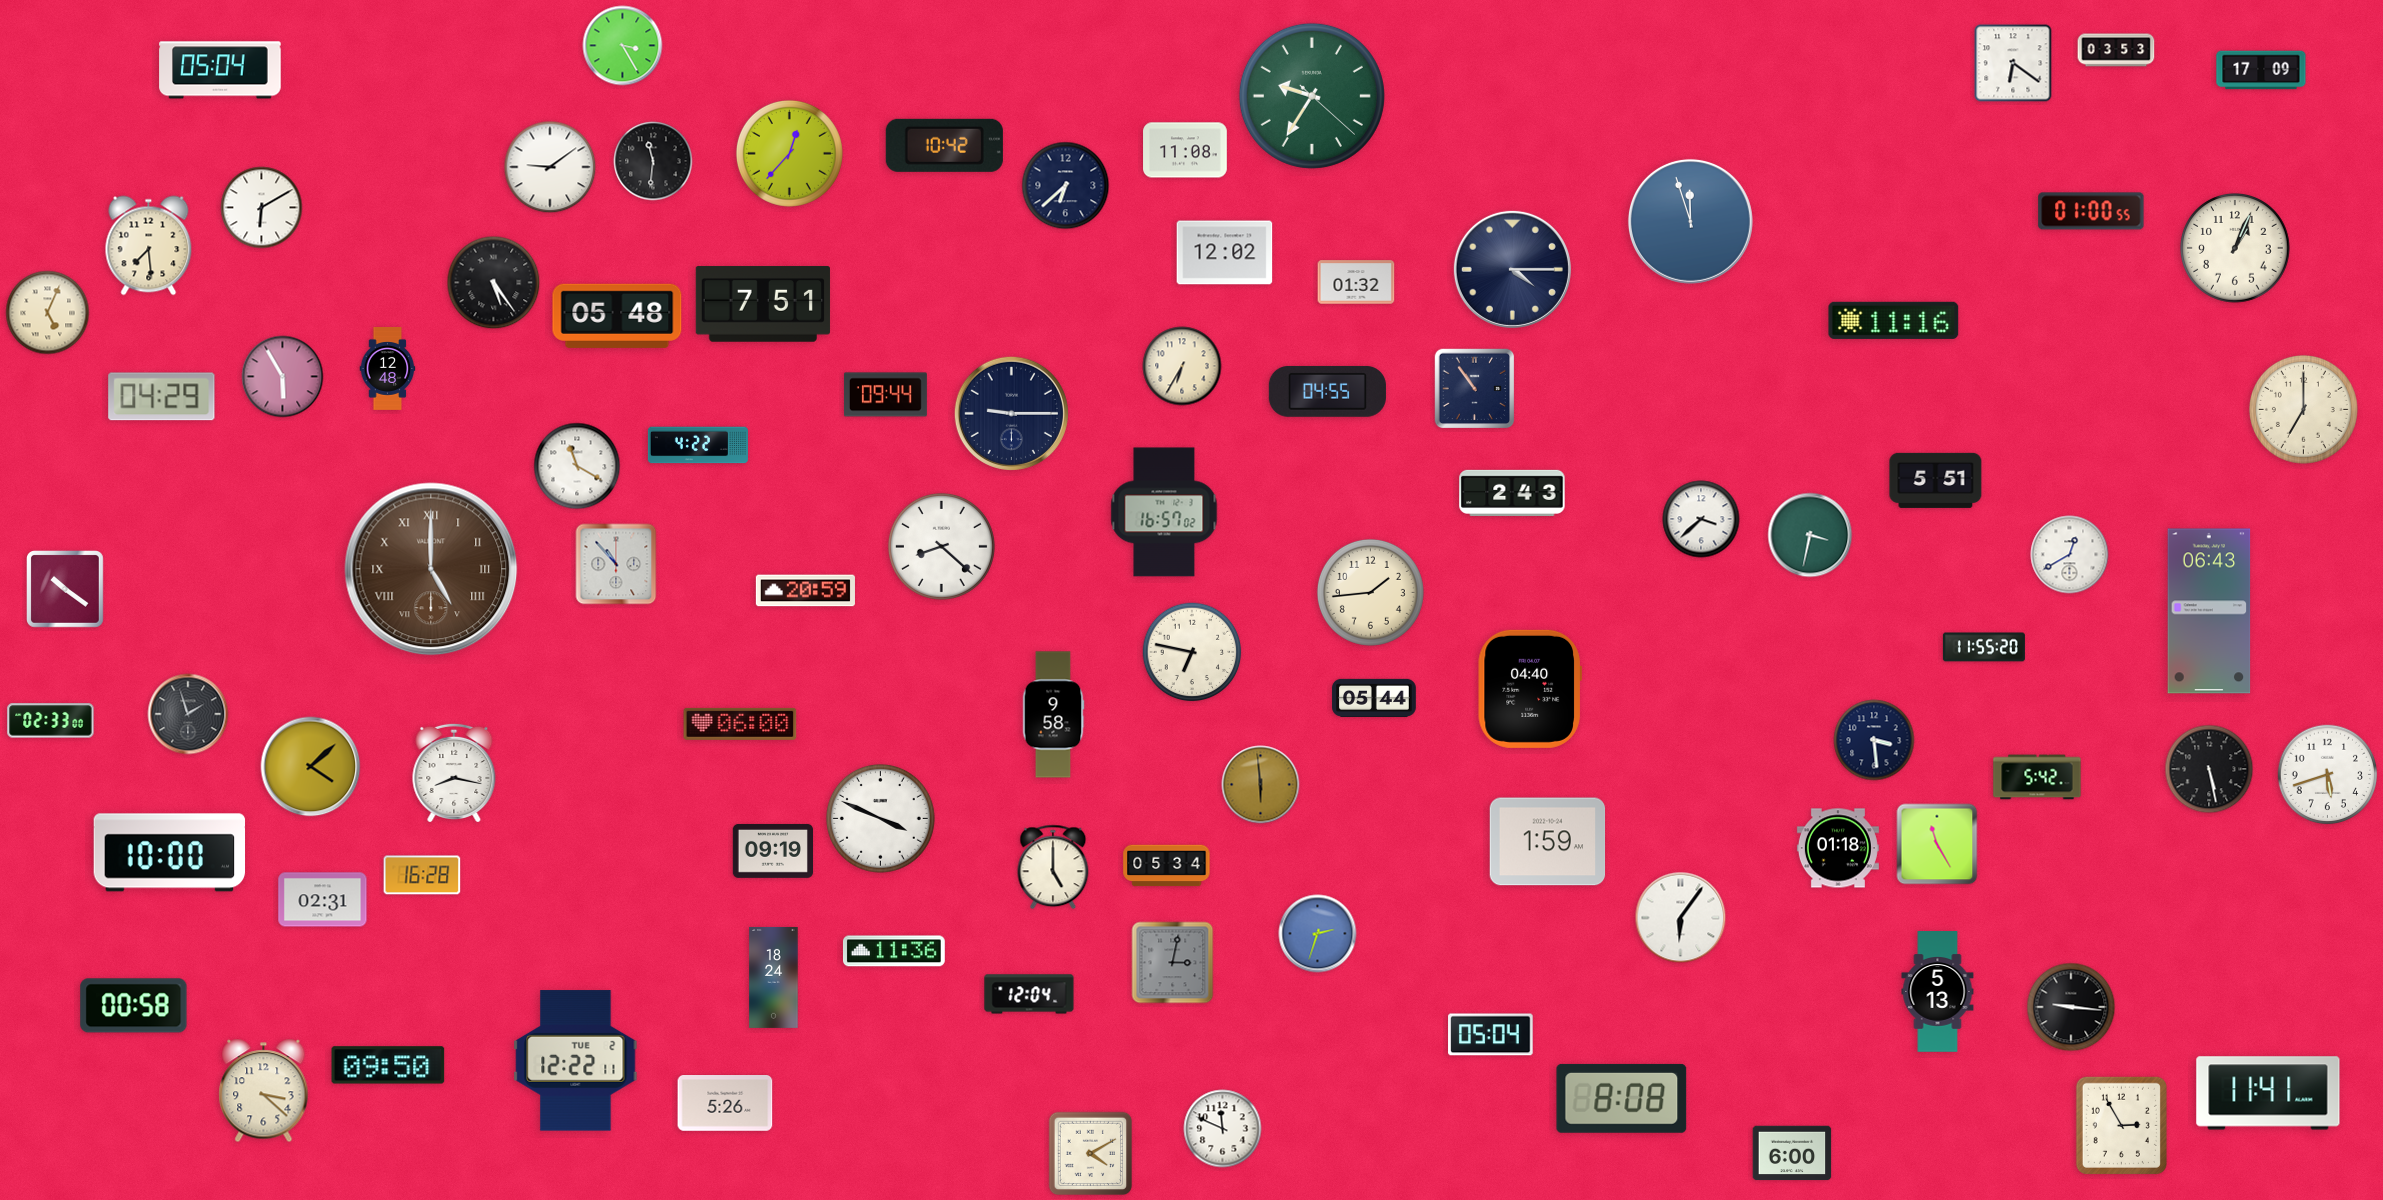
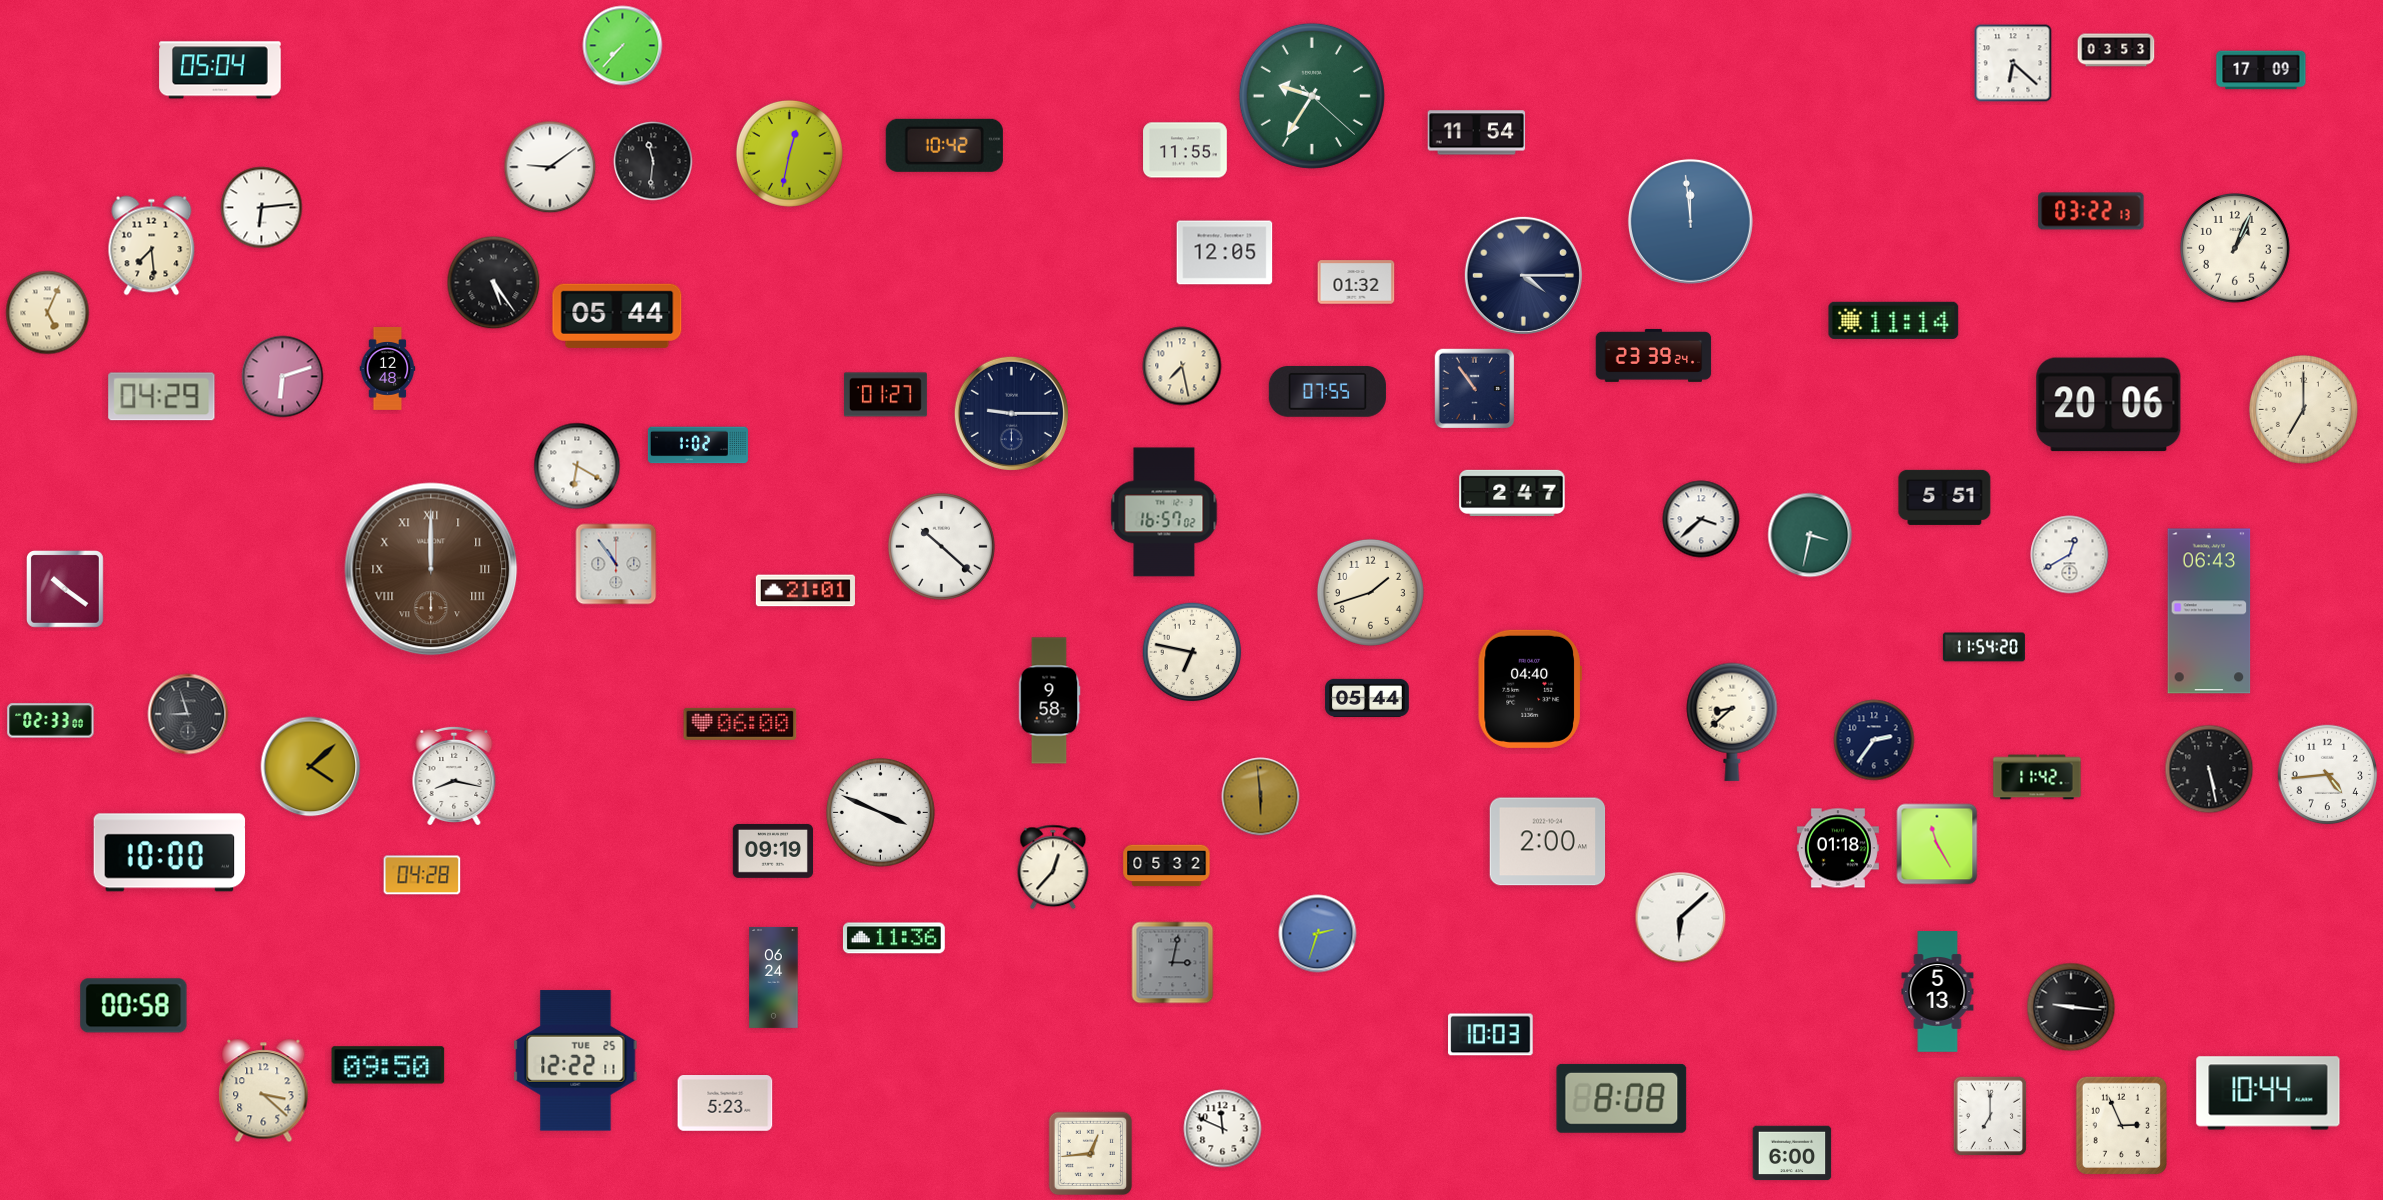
clock at (623, 46): 3:25 -> 7:37
clock at (2013, 63): 6:21 -> 6:22
clock at (1477, 133): none -> 11:54
clock at (1185, 150): 11:08 -> 11:55
clock at (789, 153): 12:37 -> 12:32
clock at (1066, 186): 6:38 -> none
clock at (262, 208): 6:10 -> 6:14
clock at (2091, 211): 01:00 -> 03:22
clock at (1690, 221): 11:57 -> 11:59
clock at (149, 246) position: (149, 246) -> (152, 246)
clock at (1225, 253): 12:02 -> 12:05
clock at (1512, 269) position: (1512, 269) -> (1523, 275)
clock at (763, 304): 7:51 -> none
clock at (617, 316): 05:48 -> 05:44
clock at (1894, 320): 11:16 -> 11:14
clock at (1654, 355): none -> 23:39
clock at (1182, 366): 6:35 -> 7:28
clock at (283, 377): 5:55 -> 6:12
clock at (1327, 391): 04:55 -> 07:55
clock at (885, 395): 09:44 -> 01:27
clock at (2109, 405): none -> 20:06
clock at (698, 445): 4:22 -> 1:02
clock at (577, 466): 11:20 -> 6:20
clock at (1936, 480) position: (1936, 480) -> (1945, 497)
clock at (1512, 492): 2:43 -> 2:47
clock at (941, 546): 8:22 -> 10:22
clock at (616, 564): 10:53 -> 10:54
clock at (431, 569): 5:00 -> 12:00
clock at (805, 591): 20:59 -> 21:01
clock at (1370, 592): 1:44 -> 1:42
clock at (1984, 647): 11:55 -> 11:54
clock at (1374, 698) position: (1374, 698) -> (1367, 698)
clock at (188, 714): 1:57 -> 8:57
clock at (1053, 715) position: (1053, 715) -> (1049, 701)
clock at (1732, 722): none -> 8:38
clock at (1874, 740): 3:29 -> 2:36
clock at (454, 773) position: (454, 773) -> (454, 776)
clock at (2328, 775): 5:42 -> 4:44
clock at (2037, 777): 5:42 -> 11:42
clock at (1261, 785) position: (1261, 785) -> (1261, 797)
clock at (880, 818) position: (880, 818) -> (880, 812)
clock at (1548, 842): 1:59 -> 2:00
clock at (1167, 866): 05:34 -> 05:32
clock at (1053, 867): 5:00 -> 12:37
clock at (422, 875): 16:28 -> 04:28
clock at (323, 900): 02:31 -> none
clock at (1681, 918): 6:06 -> 6:08
clock at (894, 951) position: (894, 951) -> (894, 938)
clock at (774, 977): 18:24 -> 06:24
clock at (1029, 994): 12:04 -> none
clock at (1491, 1035): 05:04 -> 10:03
clock at (576, 1061) date: TUE 2 -> TUE 25
clock at (2268, 1093): 11:41 -> 10:44
clock at (725, 1104): 5:26 -> 5:23
clock at (1990, 1116): none -> 7:00
clock at (2121, 1125): 2:55 -> 2:56
clock at (1091, 1154): 4:10 -> 12:44
